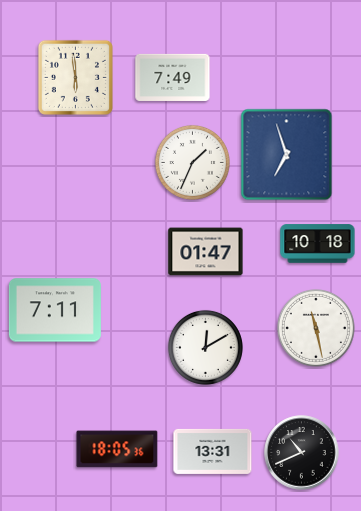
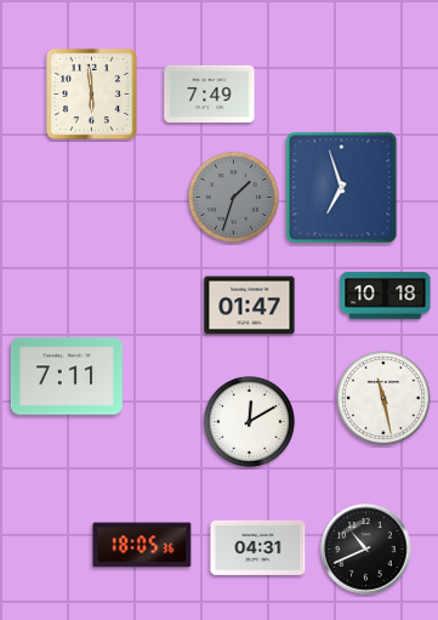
clock at (287, 155) position: (287, 155) -> (342, 188)
clock at (192, 162): 1:34 -> 1:33
clock at (192, 162) dial: white -> grey
clock at (213, 451): 13:31 -> 04:31
